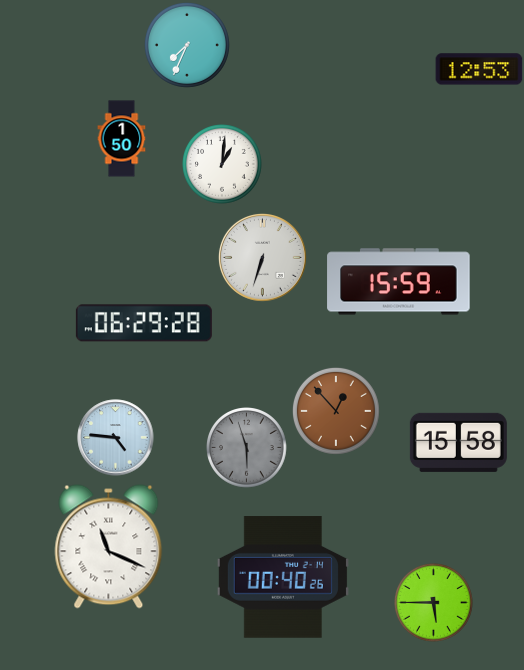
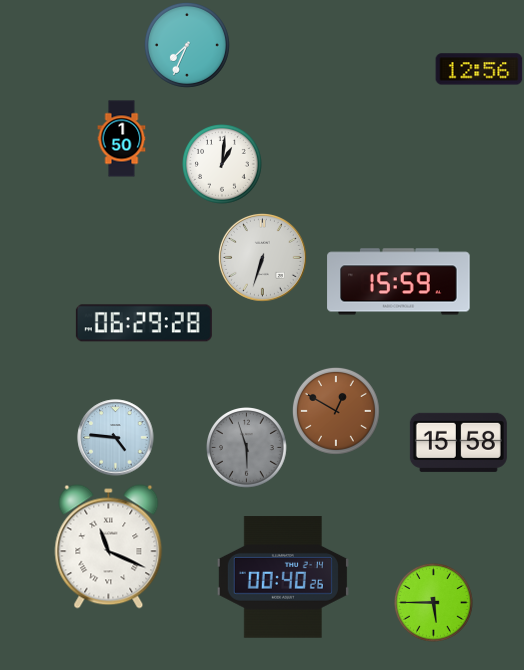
clock at (479, 69): 12:53 -> 12:56
clock at (336, 411): 12:53 -> 12:50
